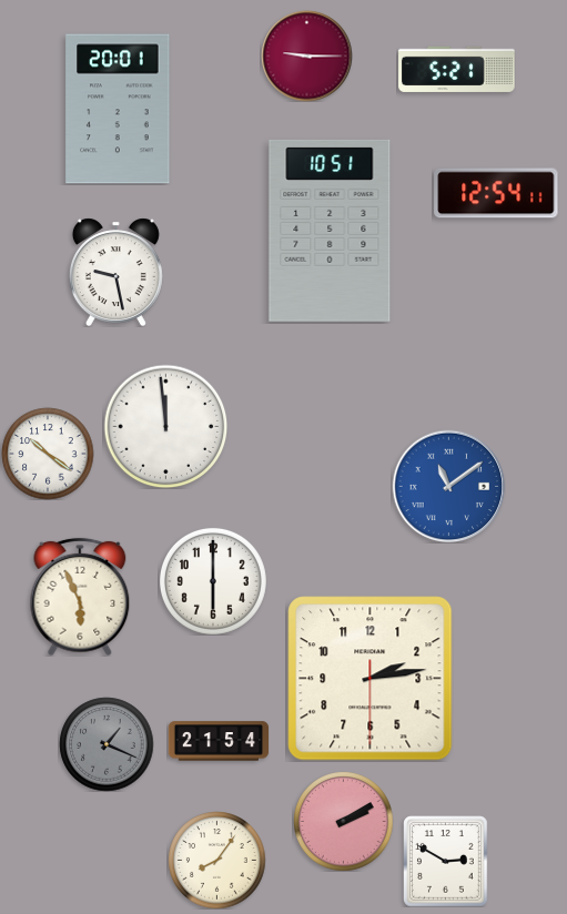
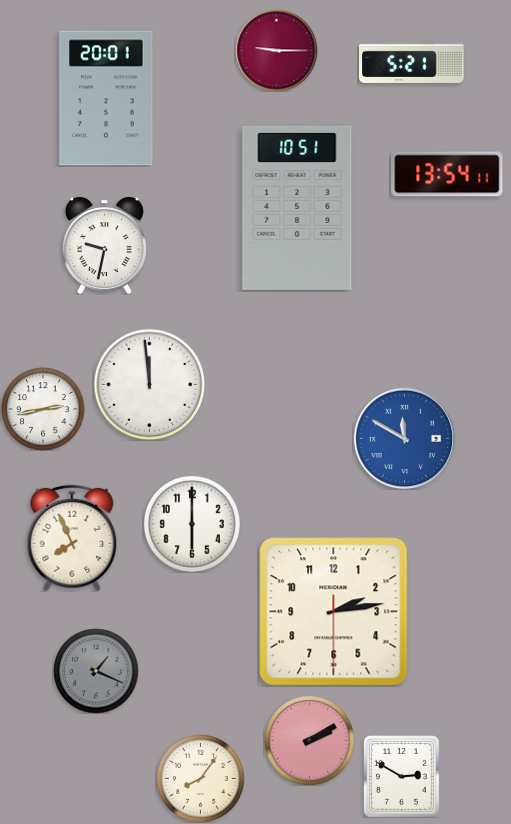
clock at (496, 193): 12:54 -> 13:54
clock at (115, 272): 9:28 -> 9:32
clock at (48, 454): 10:21 -> 2:43
clock at (448, 486): 11:09 -> 11:50
clock at (80, 597): 5:56 -> 7:56
clock at (217, 741): 21:54 -> none
clock at (216, 860) position: (216, 860) -> (200, 778)
